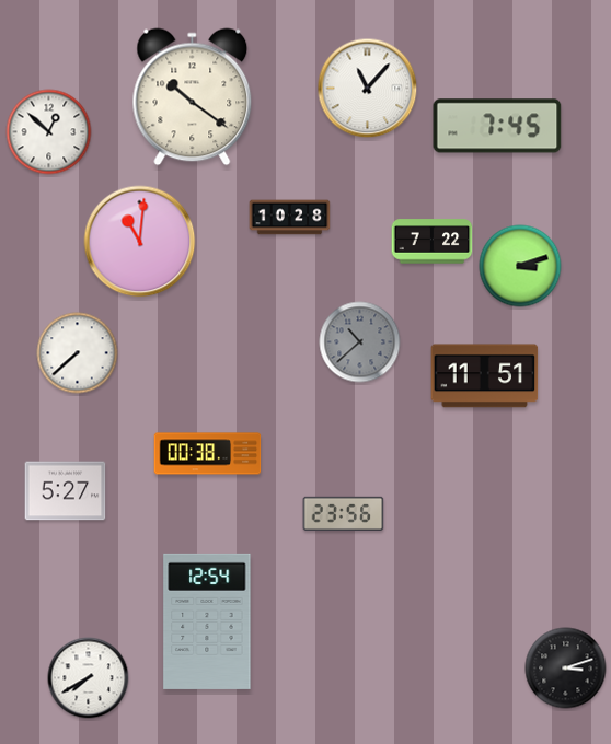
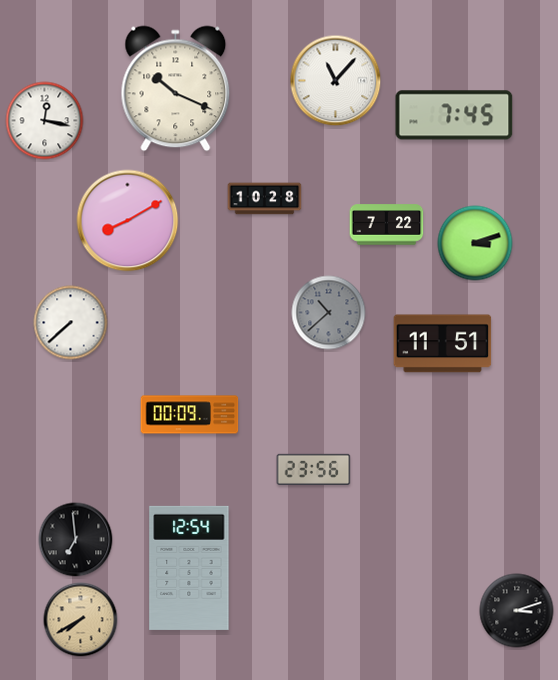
clock at (193, 97): 10:21 -> 10:19
clock at (49, 132): 12:52 -> 12:17
clock at (140, 242): 11:01 -> 8:10
clock at (433, 242) position: (433, 242) -> (387, 225)
clock at (208, 454): 00:38 -> 00:09
clock at (66, 491): 5:27 -> none
clock at (76, 540): none -> 6:59
clock at (89, 678) dial: white -> champagne
